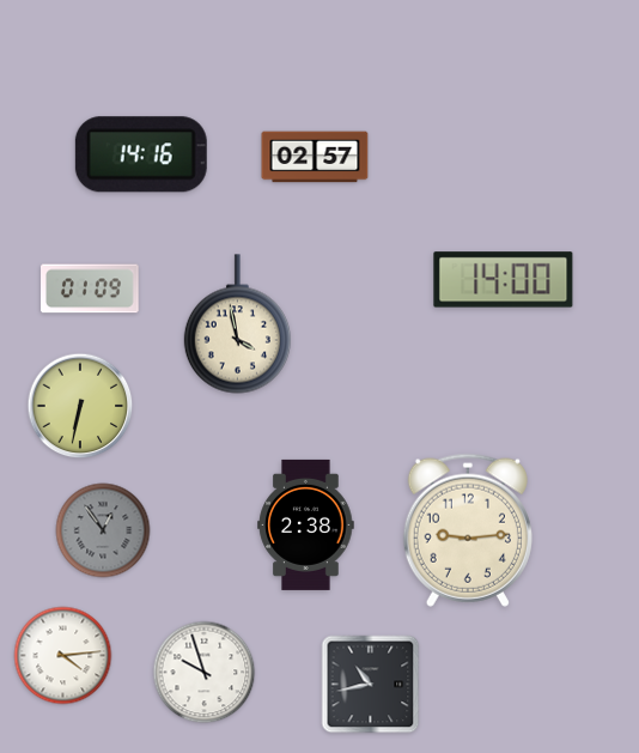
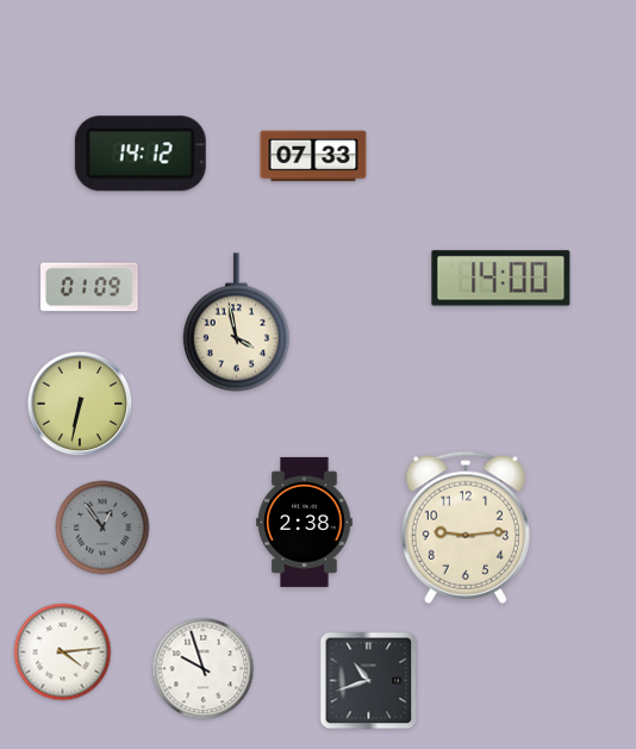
clock at (141, 154): 14:16 -> 14:12
clock at (315, 157): 02:57 -> 07:33
clock at (371, 685): 10:43 -> 10:42
